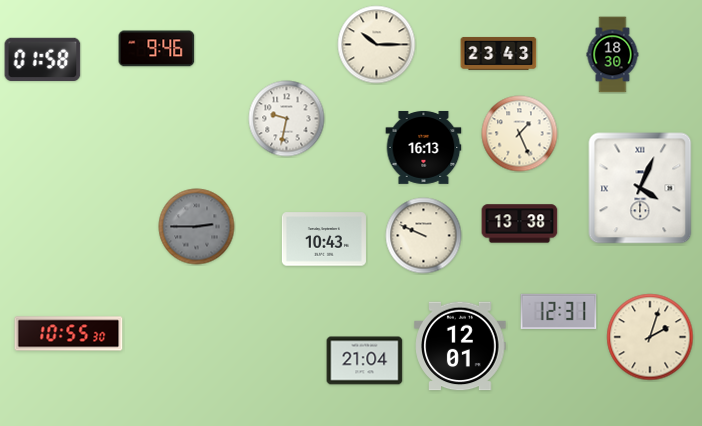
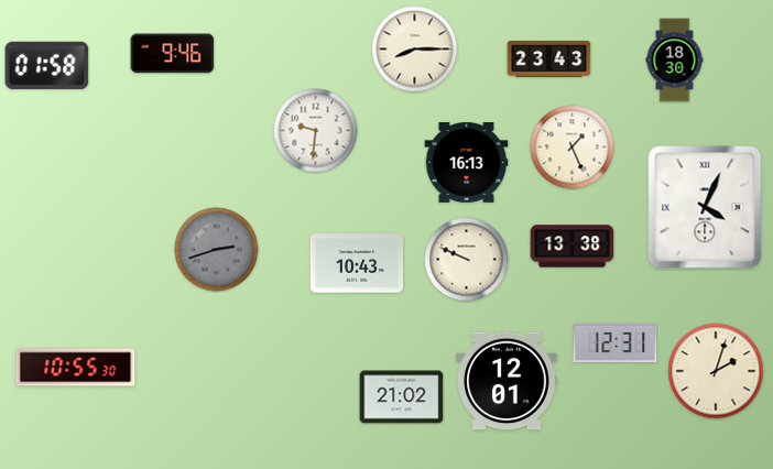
clock at (377, 45): 10:15 -> 8:15
clock at (287, 119): 9:32 -> 9:31
clock at (197, 227): 2:45 -> 2:42
clock at (365, 361): 21:04 -> 21:02
